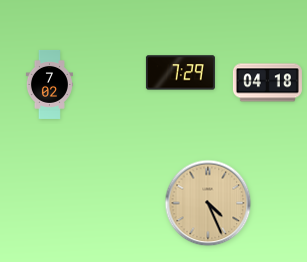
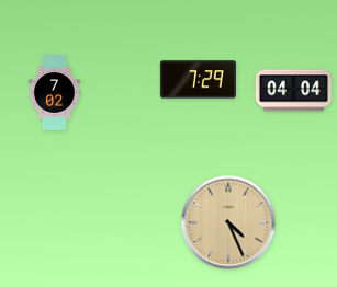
clock at (267, 83): 04:18 -> 04:04
